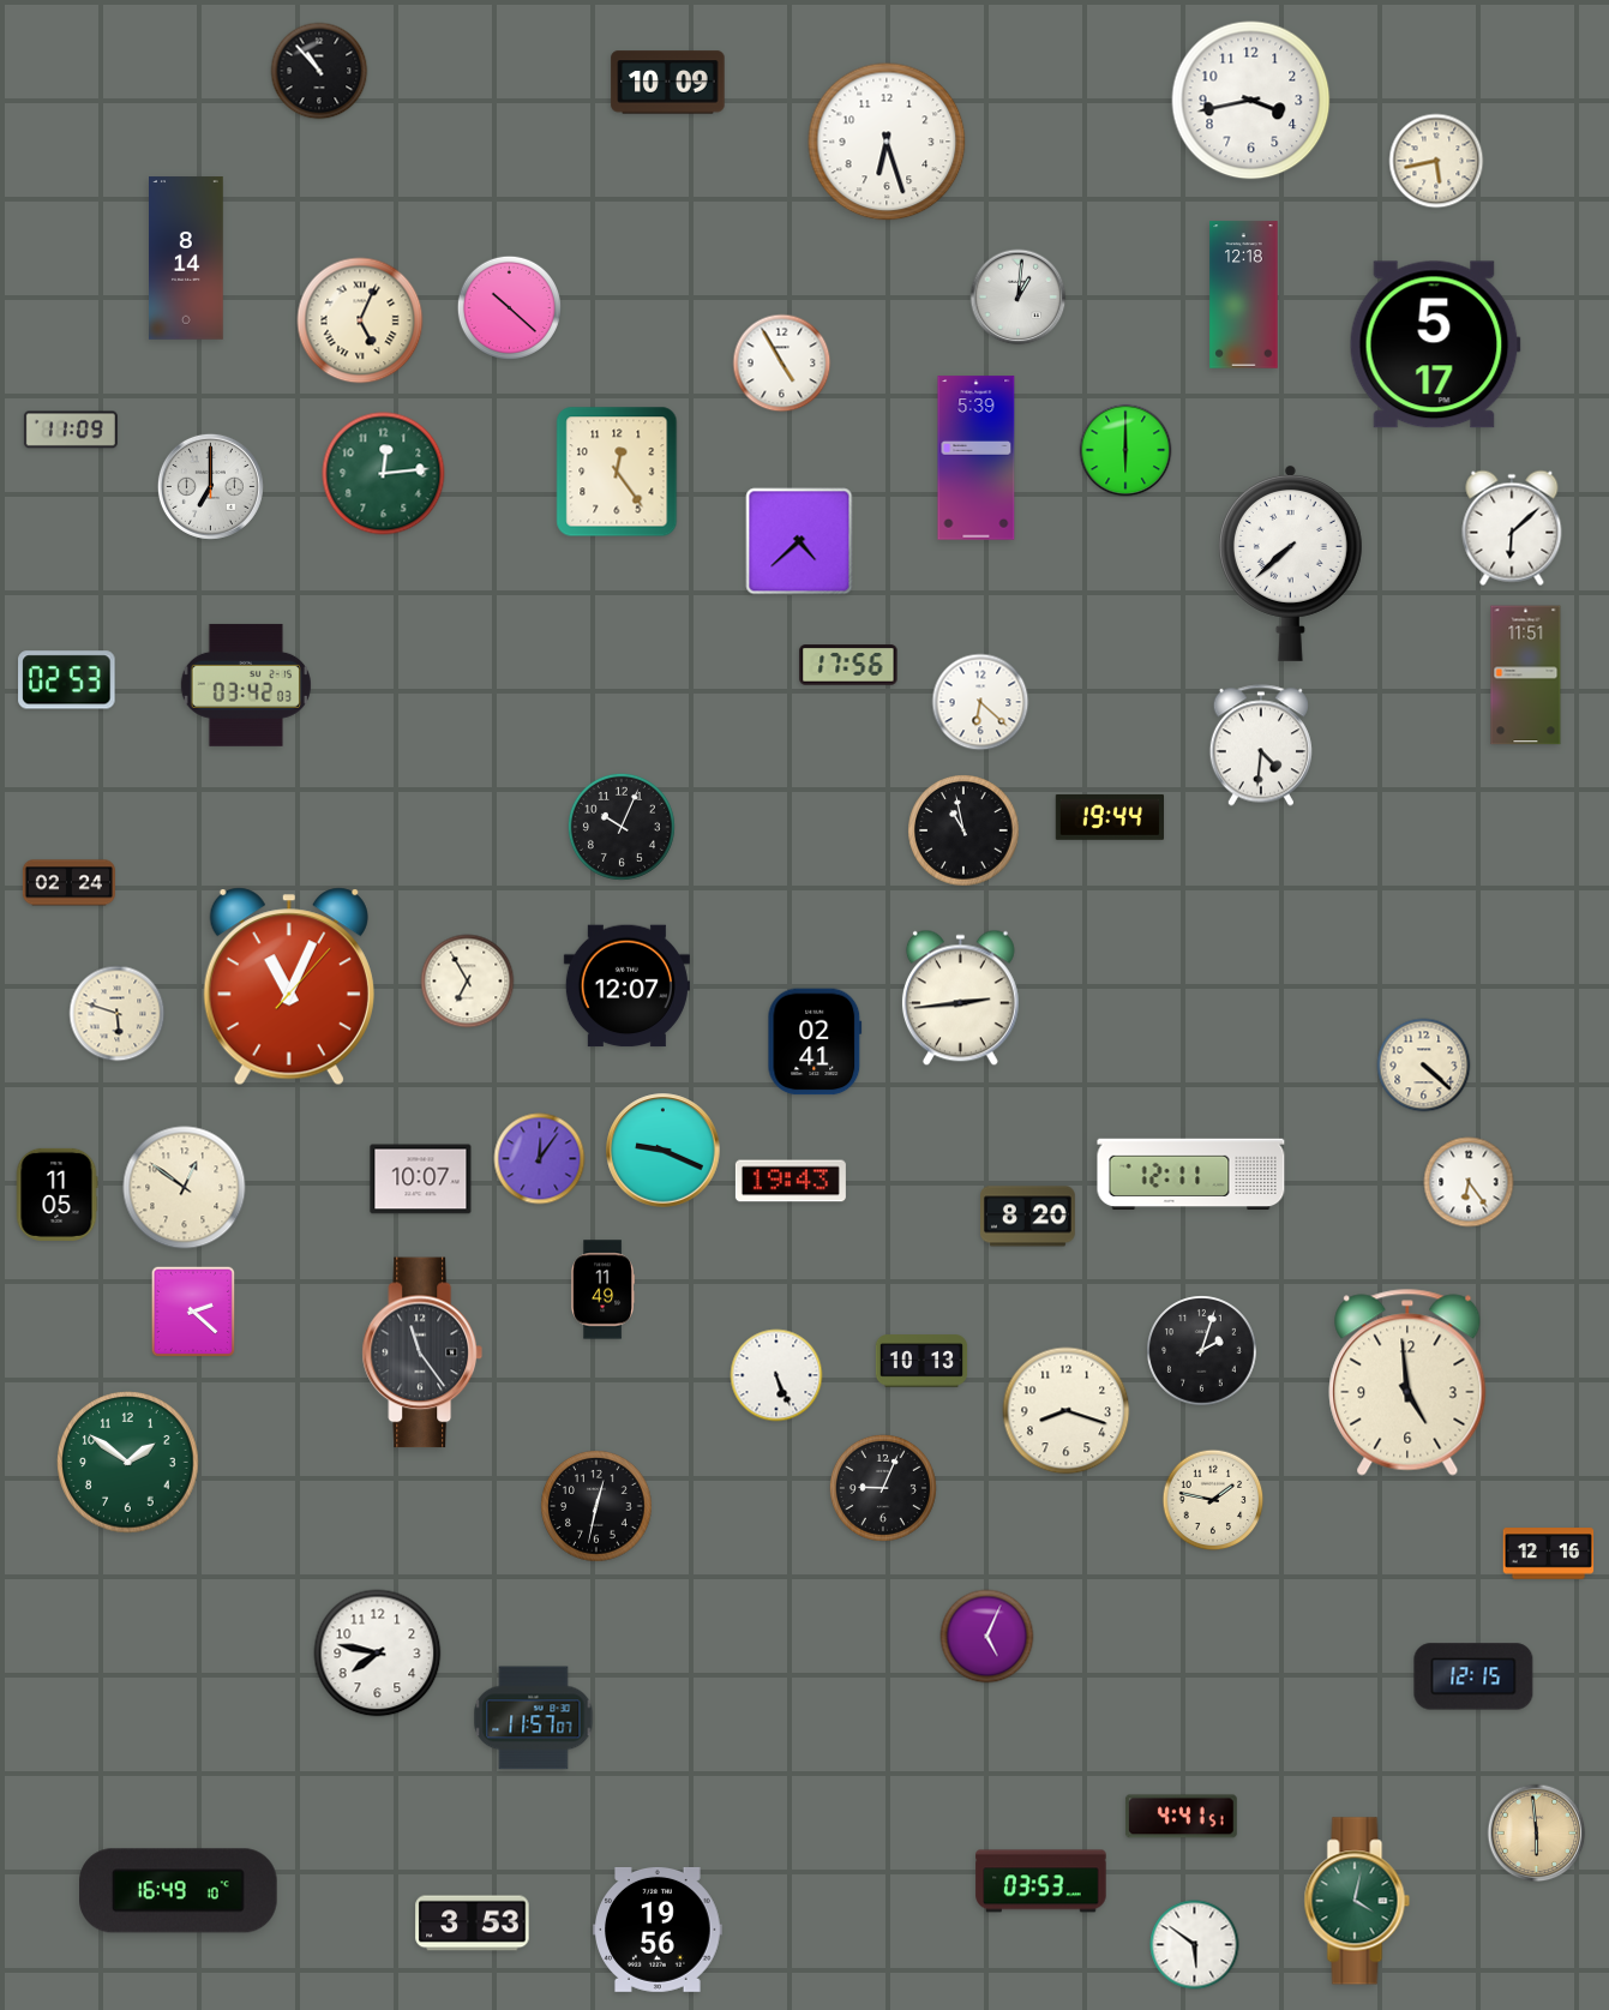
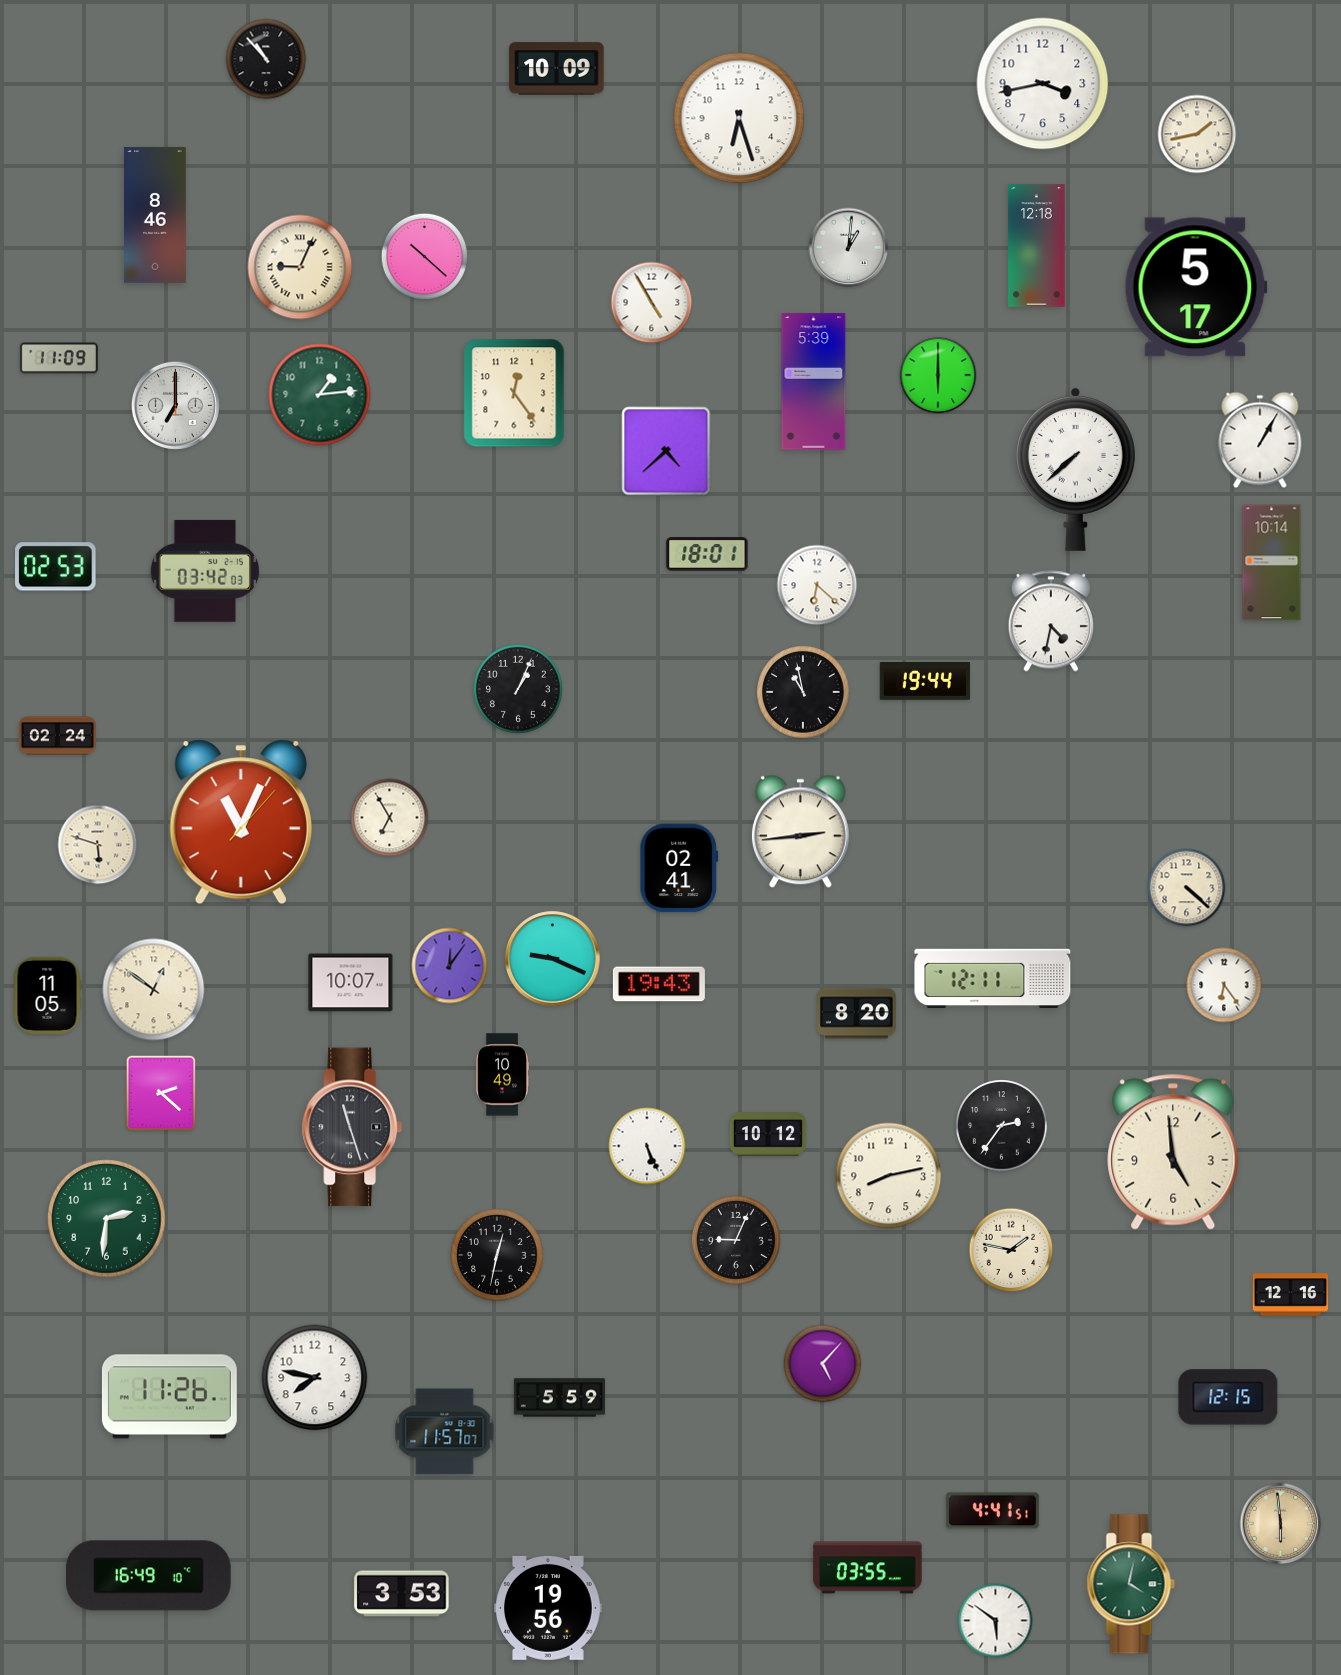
clock at (1436, 161): 5:43 -> 1:43
clock at (187, 258): 8:14 -> 8:46
clock at (360, 320): 5:04 -> 9:04
clock at (384, 474): 12:14 -> 1:14
clock at (1512, 528): 6:08 -> 1:05
clock at (848, 665): 17:56 -> 18:01
clock at (1526, 676): 11:51 -> 10:14
clock at (1261, 745): 4:31 -> 4:32
clock at (622, 827): 10:04 -> 1:04
clock at (626, 986): 12:07 -> none
clock at (604, 1290): 11:49 -> 10:49
clock at (1202, 1351): 2:03 -> 2:36
clock at (421, 1352): 11:24 -> 11:27
clock at (921, 1361): 10:13 -> 10:12
clock at (1067, 1411): 8:18 -> 8:13
clock at (128, 1463): 1:51 -> 2:31
clock at (987, 1637): 5:04 -> 5:07
clock at (169, 1397): none -> 11:26
clock at (559, 1398): none -> 5:59
clock at (1181, 1817) position: (1181, 1817) -> (992, 1511)
clock at (1537, 1834) position: (1537, 1834) -> (1281, 1524)
clock at (1041, 1882): 03:53 -> 03:55
clock at (473, 1924) position: (473, 1924) -> (402, 1594)
